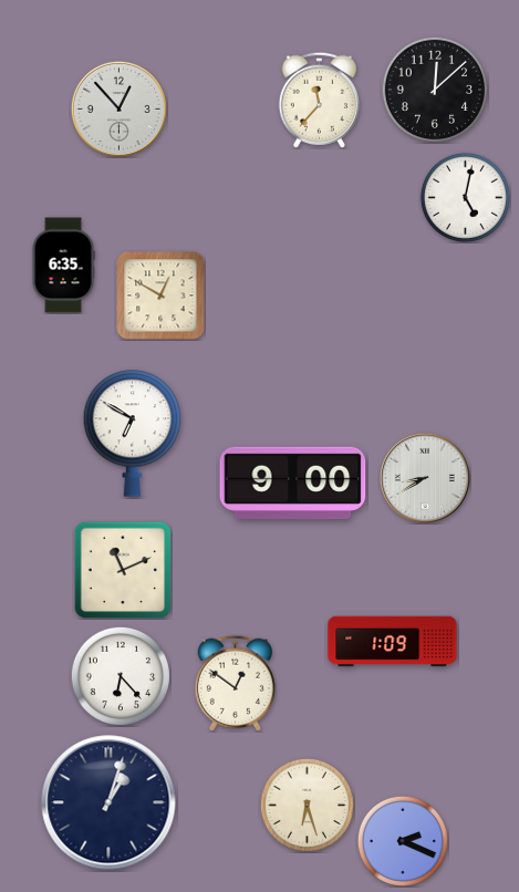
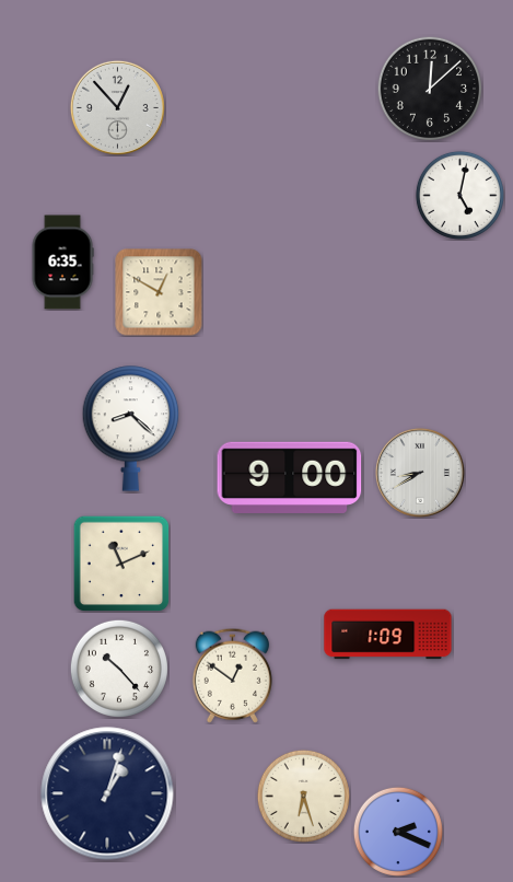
clock at (319, 100): 11:37 -> none
clock at (133, 434): 6:50 -> 8:22
clock at (121, 676): 6:23 -> 10:23
